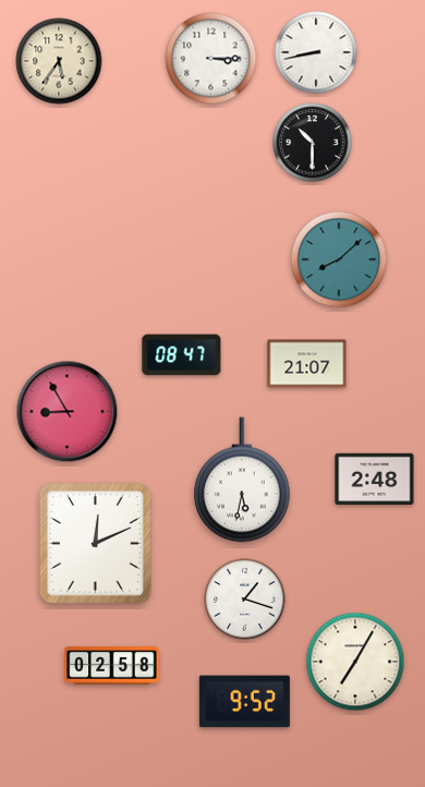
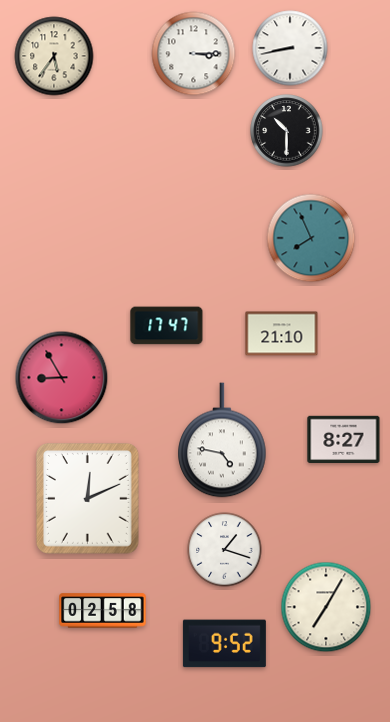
clock at (339, 259): 8:08 -> 7:56
clock at (182, 355): 08:47 -> 17:47
clock at (307, 364): 21:07 -> 21:10
clock at (375, 479): 2:48 -> 8:27
clock at (242, 480): 5:32 -> 4:47
